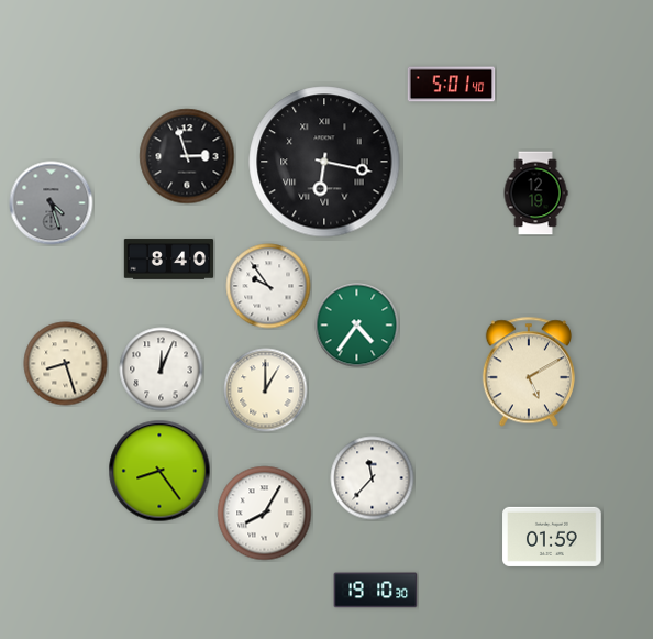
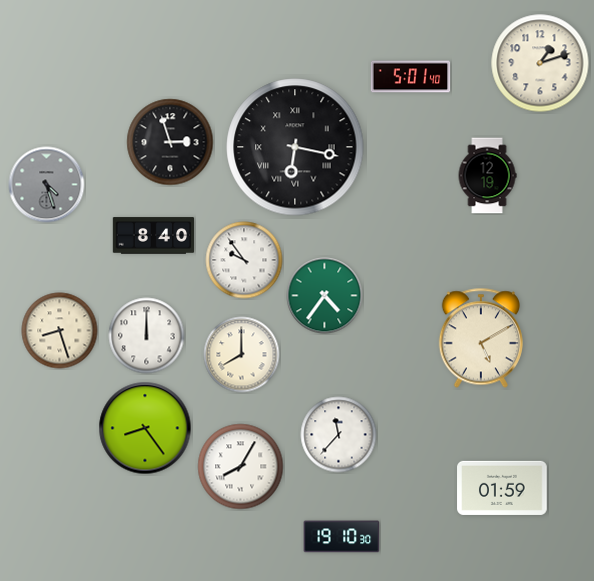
clock at (540, 63): none -> 1:12
clock at (162, 370): 12:04 -> 12:00
clock at (266, 390): 1:00 -> 8:00
